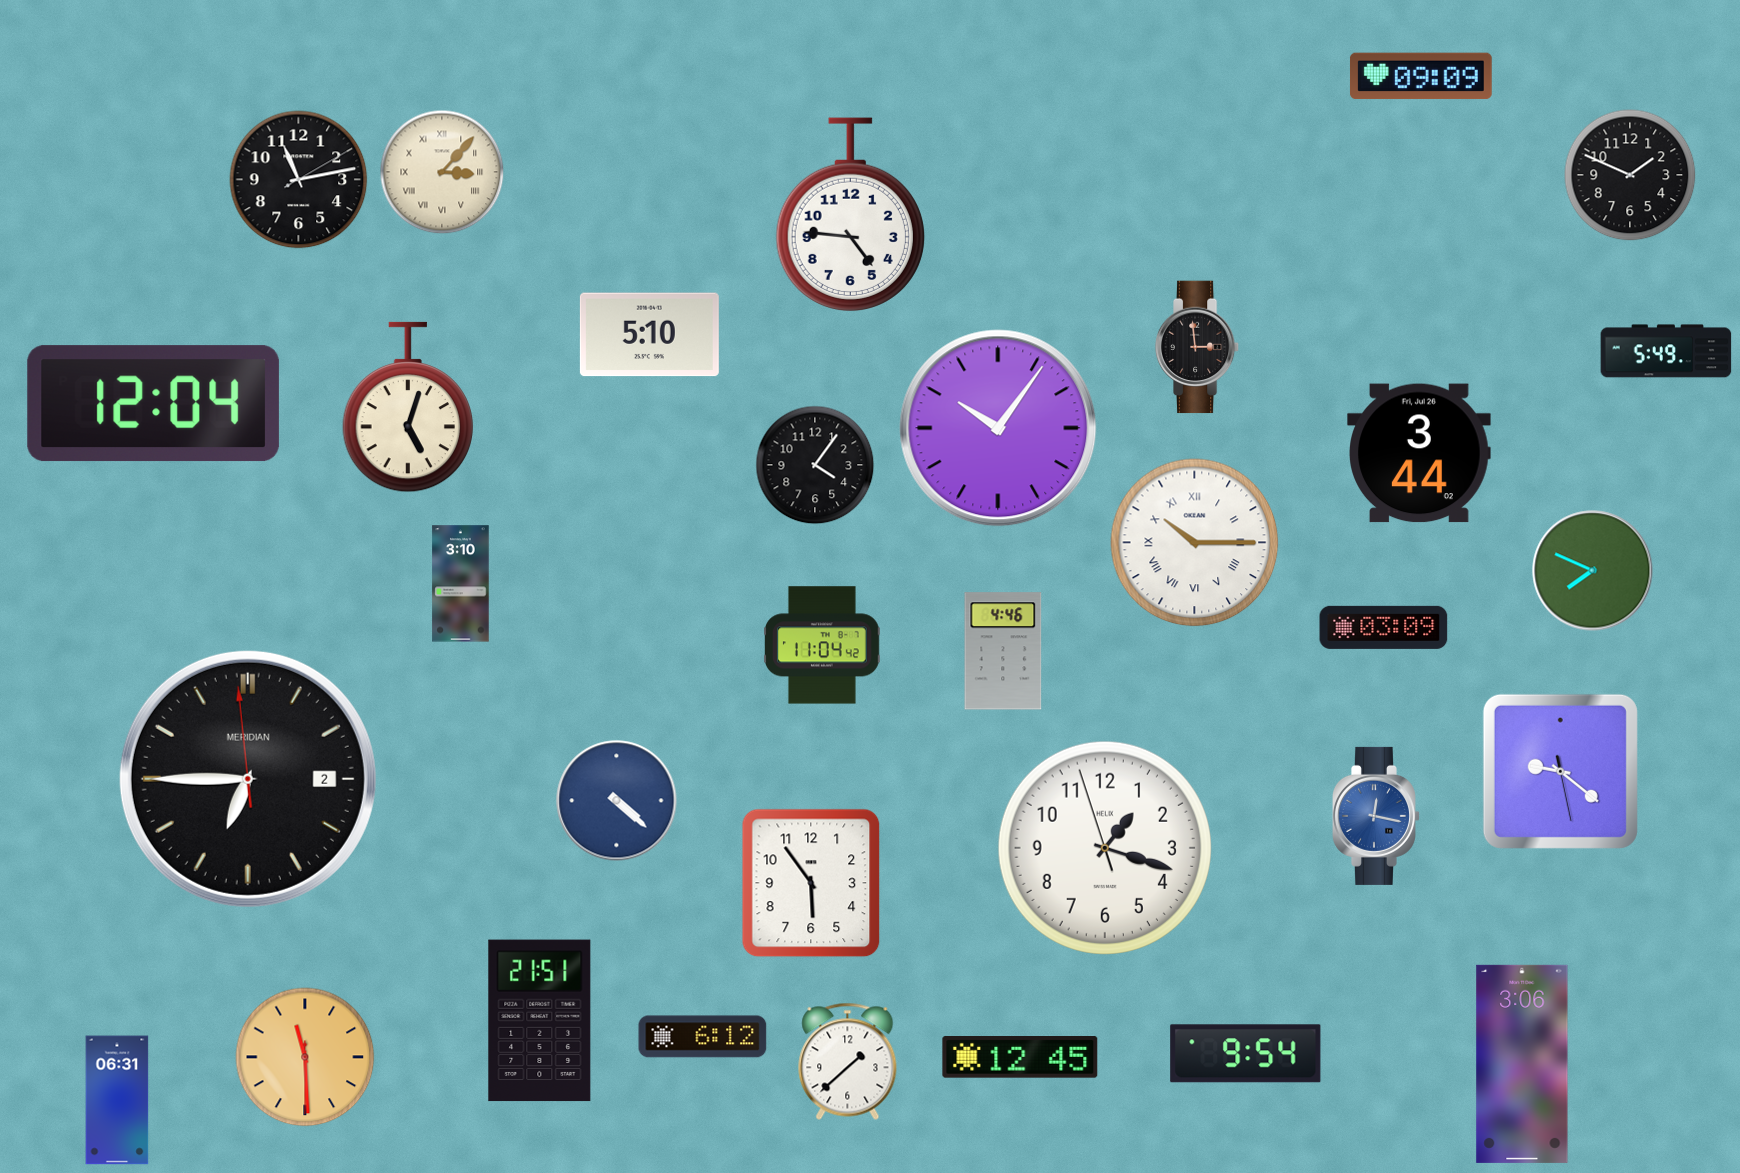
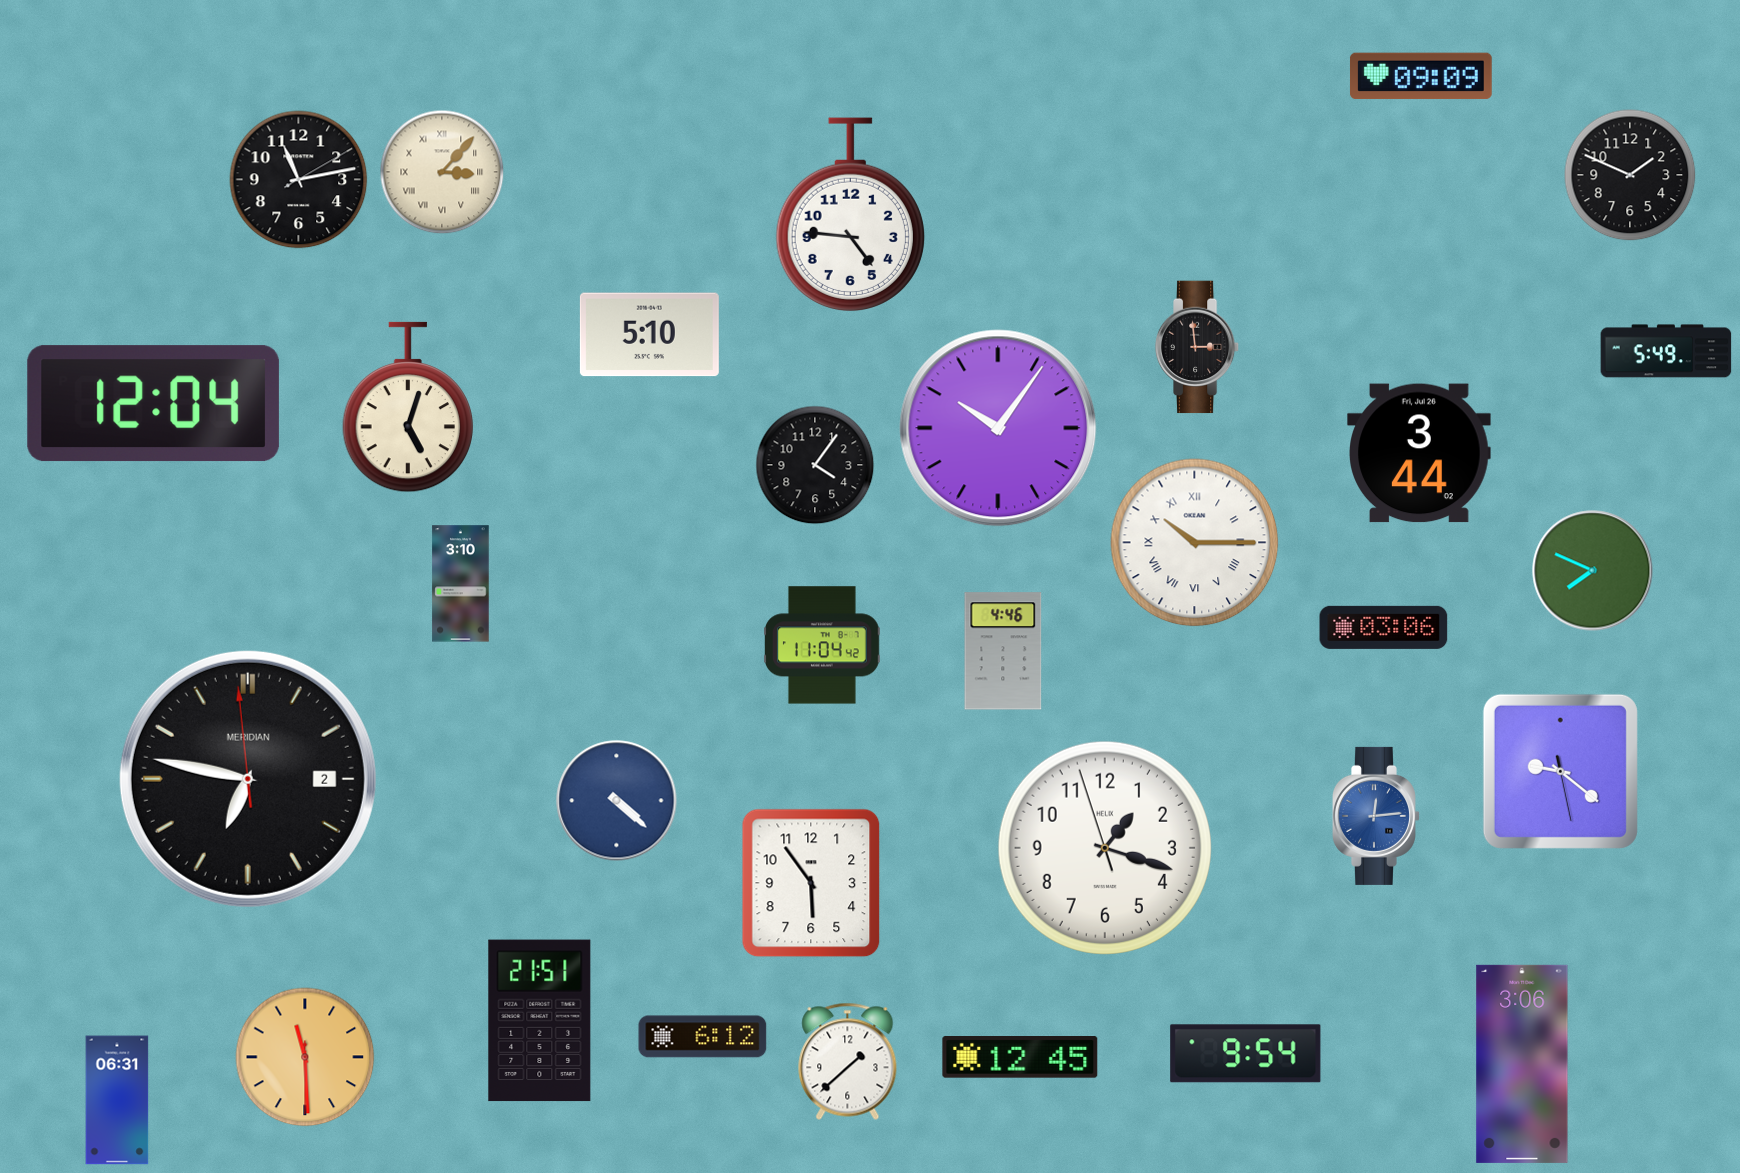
clock at (1384, 627): 03:09 -> 03:06
clock at (248, 779): 6:44 -> 6:46
clock at (1376, 816): 12:17 -> 12:14
